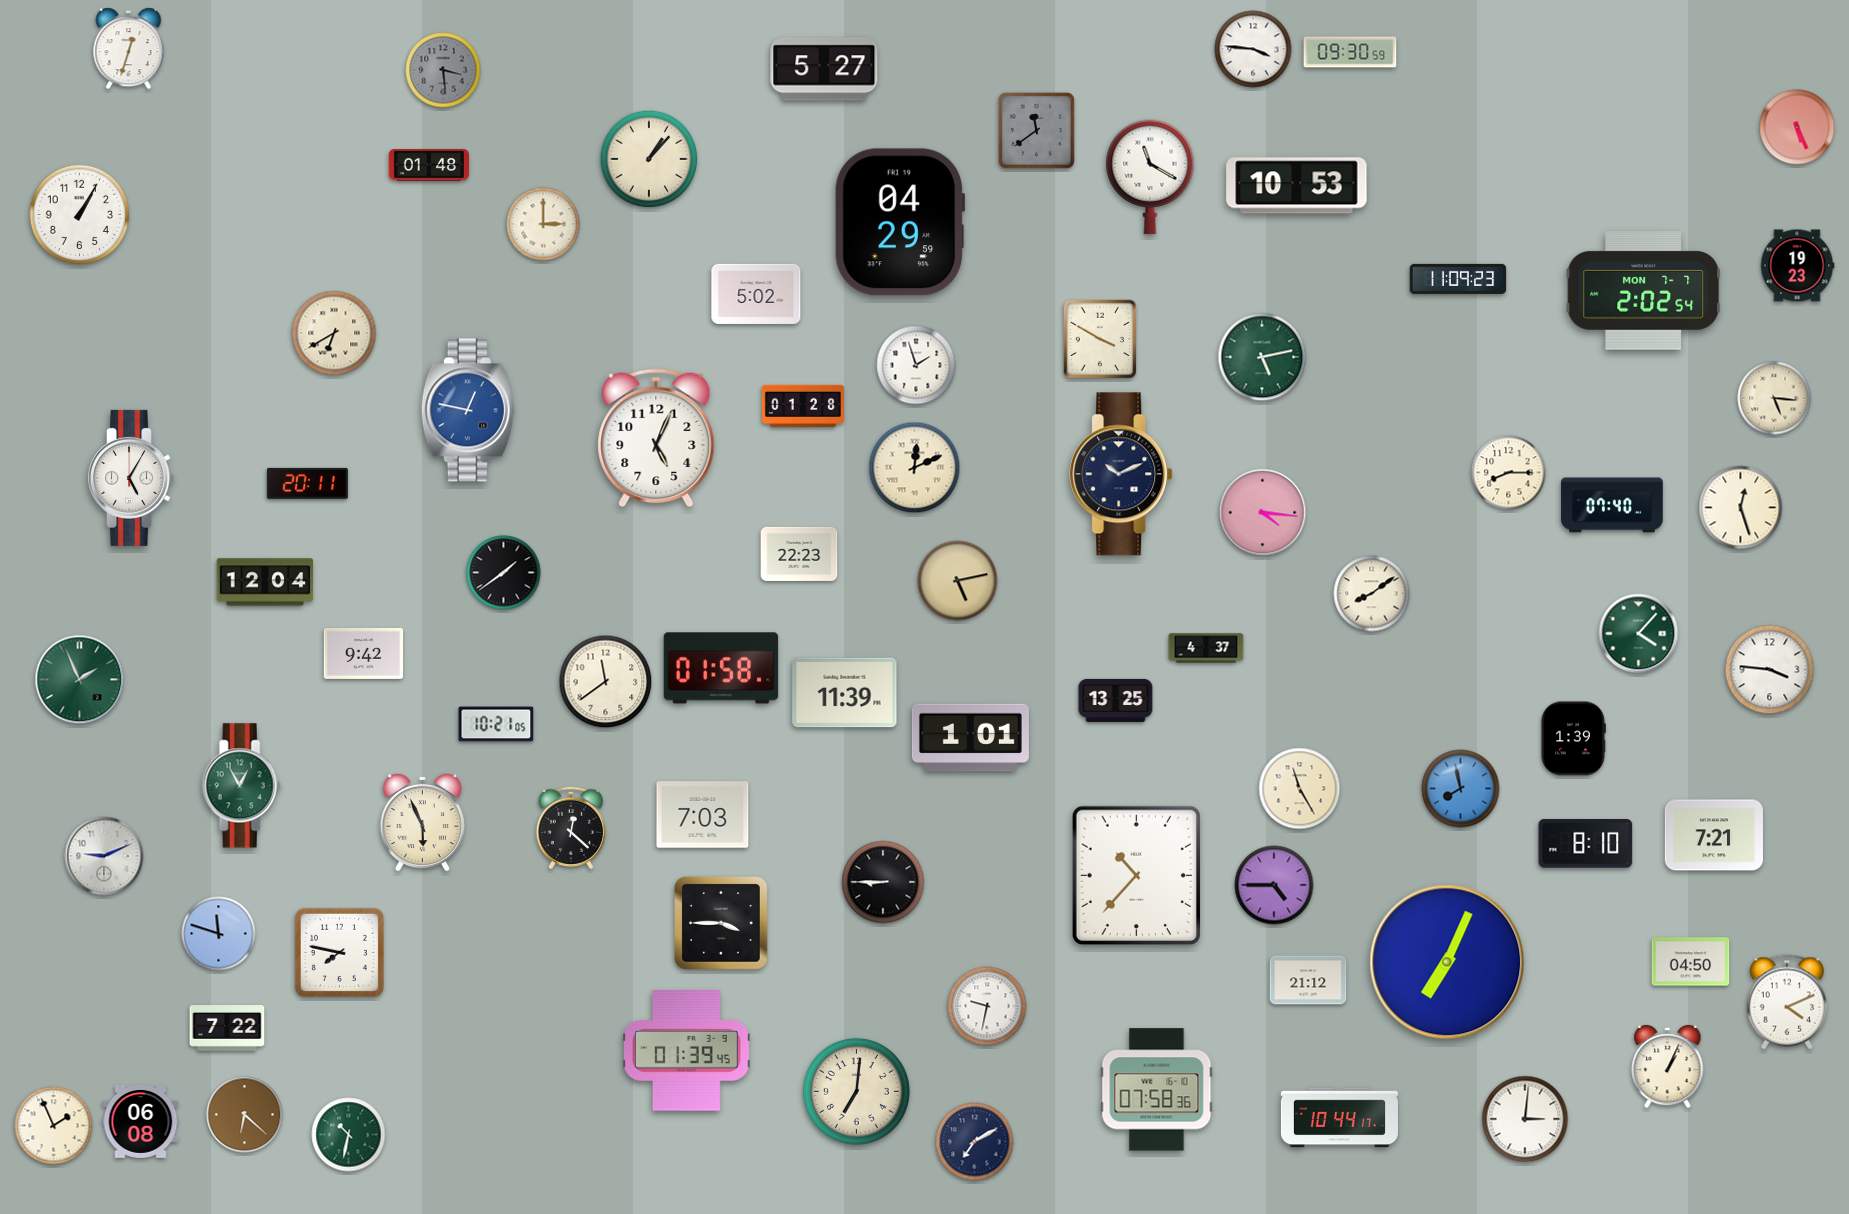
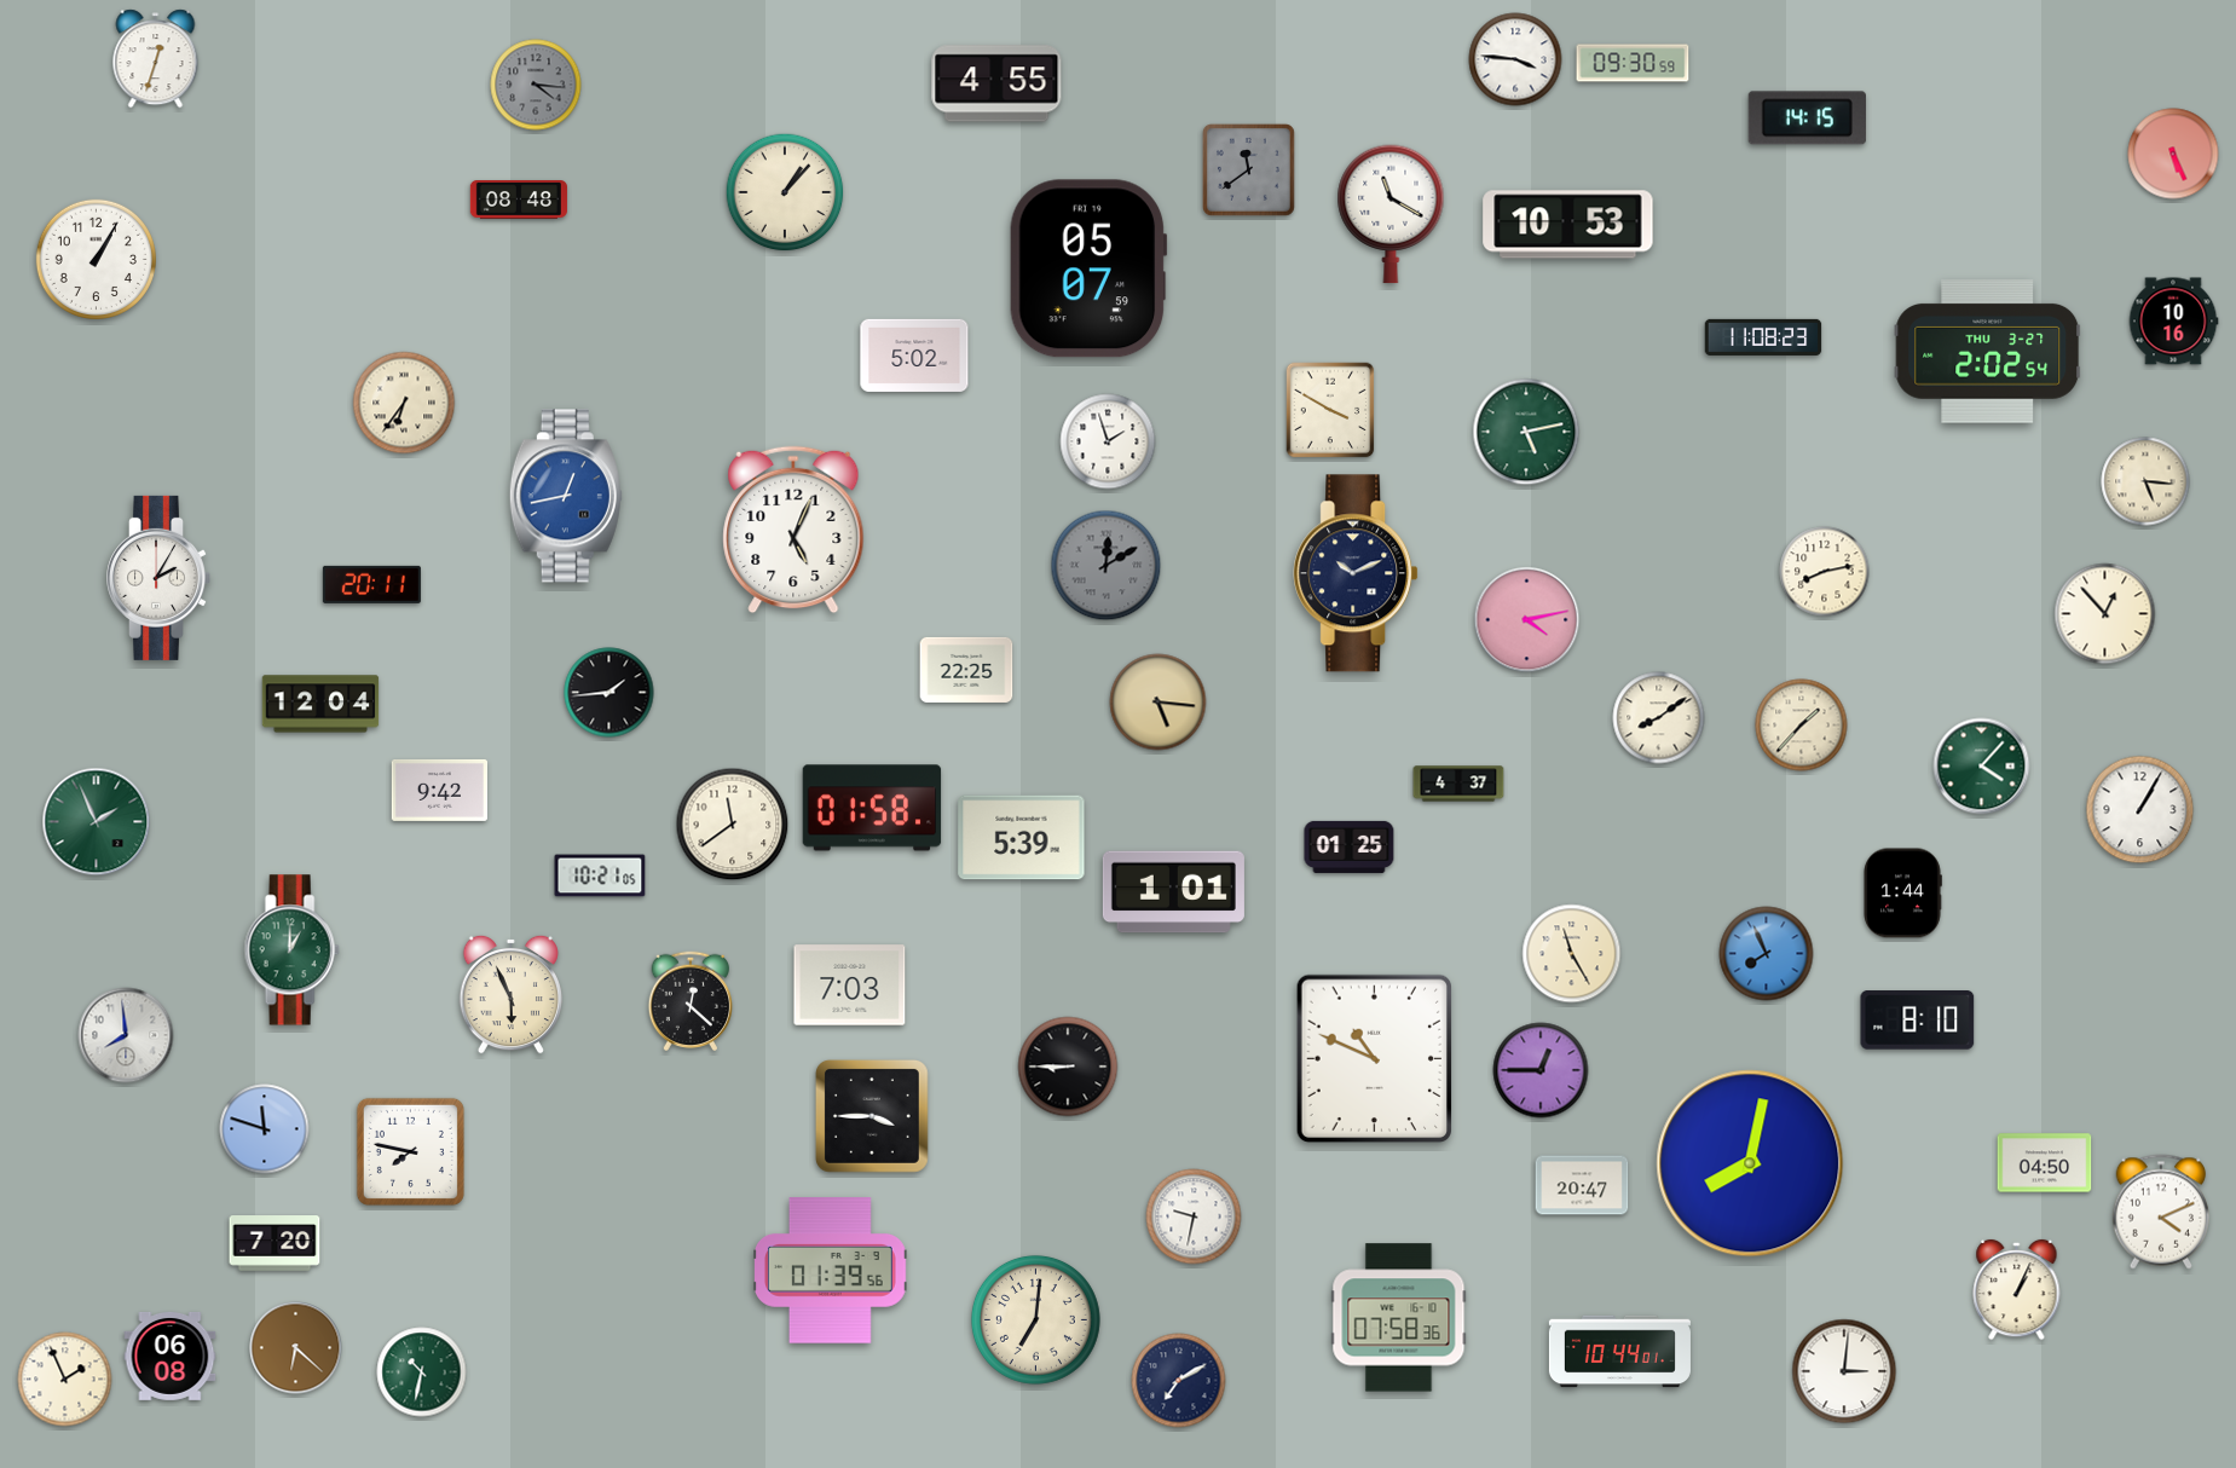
clock at (824, 69): 5:27 -> 4:55
clock at (443, 70): 3:29 -> 4:16
clock at (1807, 119): none -> 14:15
clock at (1036, 130) position: (1036, 130) -> (1248, 169)
clock at (429, 166): 01:48 -> 08:48
clock at (900, 222): 04:29 -> 05:07
clock at (543, 224): 3:00 -> none
clock at (1797, 266): 19:23 -> 10:16
clock at (1458, 279): 11:09 -> 11:08
clock at (1644, 291) date: MON 7-7 -> THU 3-27
clock at (334, 333): 6:40 -> 6:36
clock at (803, 406): 01:28 -> none
clock at (468, 410): 12:47 -> 12:43
clock at (915, 468): 12:11 -> 12:10
clock at (915, 468) dial: cream -> grey
clock at (1509, 473): 8:15 -> 8:13
clock at (131, 478): 5:05 -> 2:05
clock at (1612, 505): 07:40 -> none
clock at (1741, 508): 12:27 -> 12:53
clock at (1263, 513): 4:16 -> 4:13
clock at (799, 554): 22:23 -> 22:25
clock at (504, 573): 1:39 -> 1:44
clock at (958, 581): 5:13 -> 5:16
clock at (1802, 726): none -> 1:37
clock at (1770, 670): 3:46 -> 1:05
clock at (845, 693): 11:39 -> 5:39
clock at (1116, 700): 13:25 -> 01:25
clock at (1573, 739): 1:39 -> 1:44
clock at (241, 786): 12:55 -> 1:00
clock at (1461, 789): 7:58 -> 7:56
clock at (1714, 835): 7:21 -> none
clock at (104, 856): 9:11 -> 7:59
clock at (1137, 876): 10:37 -> 10:49
clock at (1274, 885): 4:45 -> 12:45
clock at (1447, 962): 7:04 -> 8:02
clock at (1308, 980): 21:12 -> 20:47
clock at (227, 1028): 7:22 -> 7:20
clock at (687, 1051): 01:39:45 -> 01:39:56
clock at (1339, 1118): 10:44:17 -> 10:44:01
clock at (1525, 1119) position: (1525, 1119) -> (1844, 1371)
clock at (54, 1126) position: (54, 1126) -> (65, 1380)
